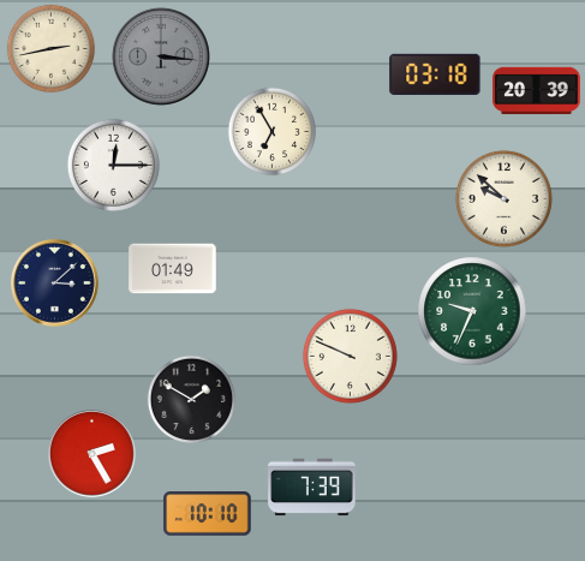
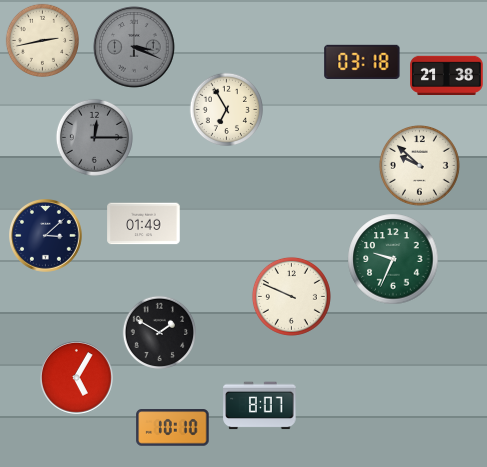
clock at (161, 56): 3:16 -> 3:19
clock at (537, 90): 20:39 -> 21:38
clock at (113, 165) dial: white -> grey
clock at (92, 454): 2:25 -> 5:05
clock at (312, 488): 7:39 -> 8:07
